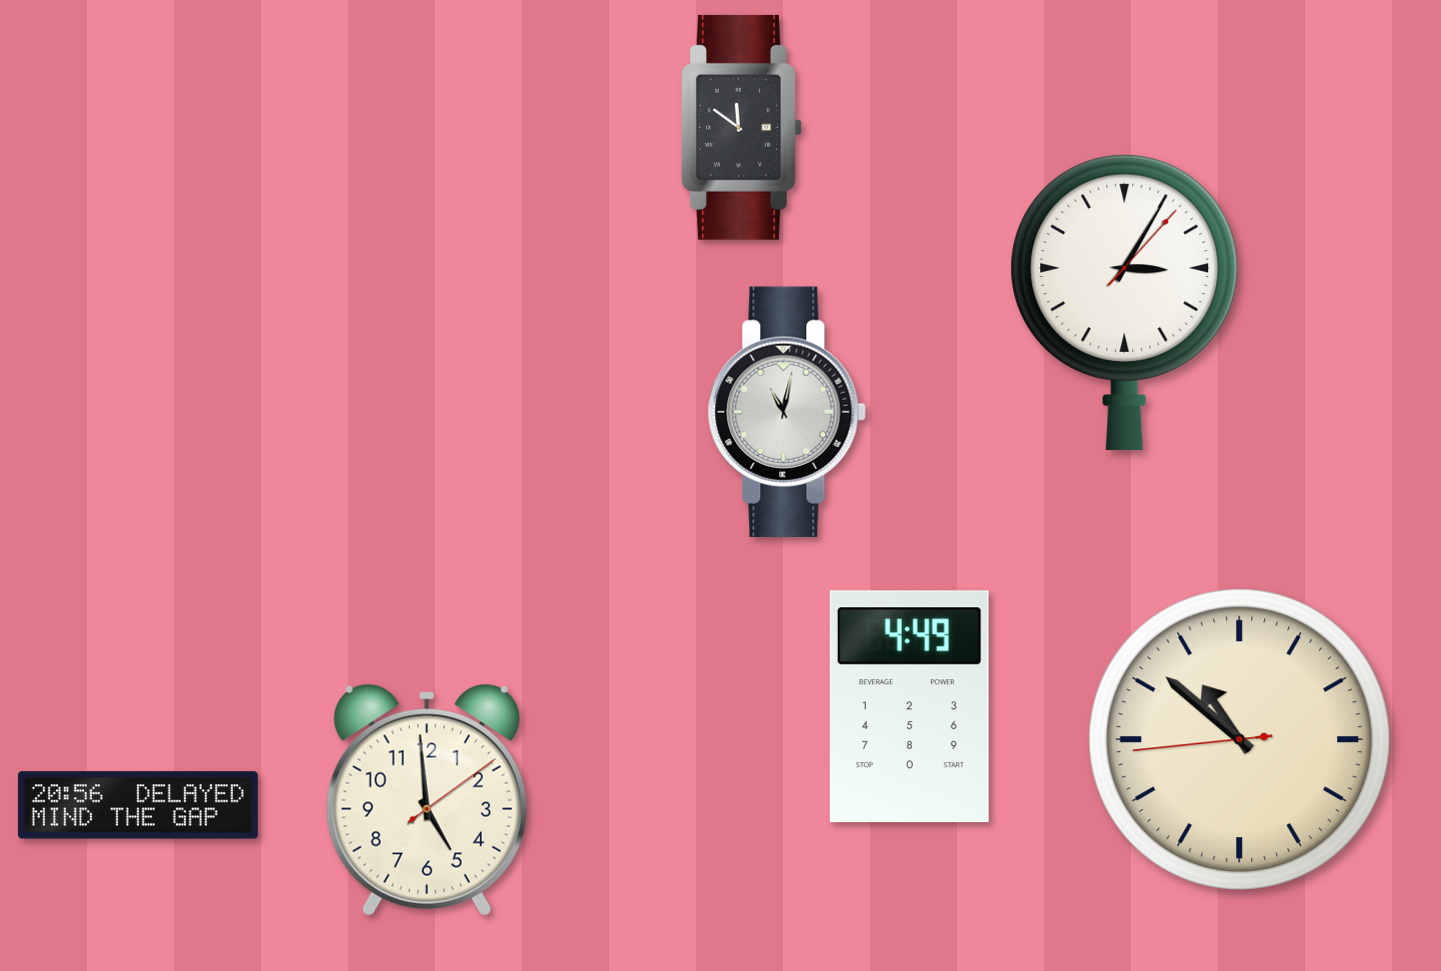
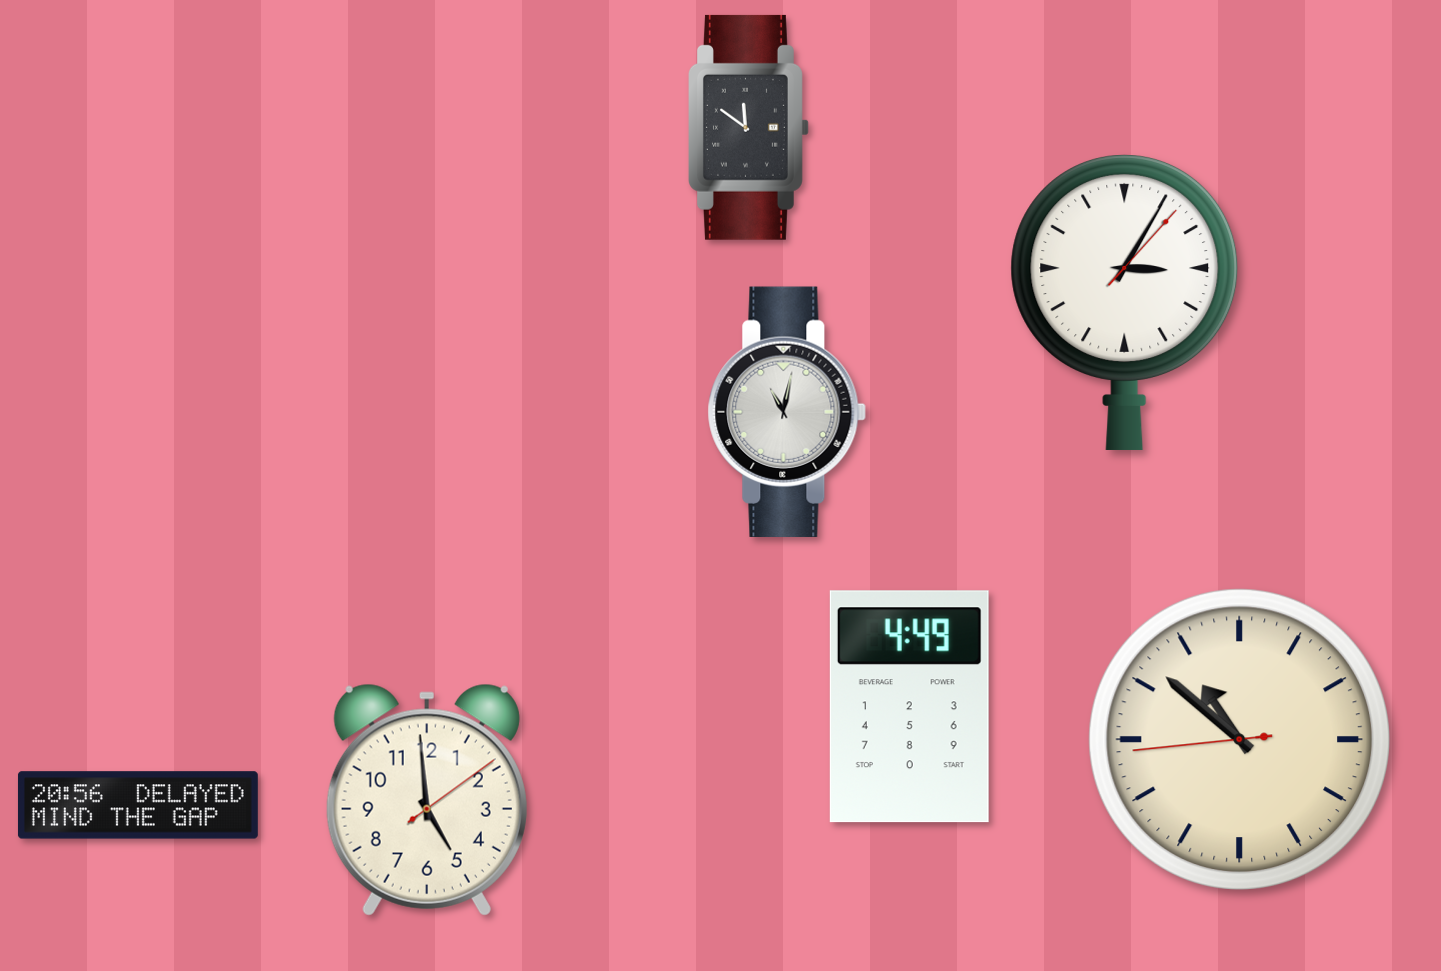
clock at (742, 127) position: (742, 127) -> (749, 127)
